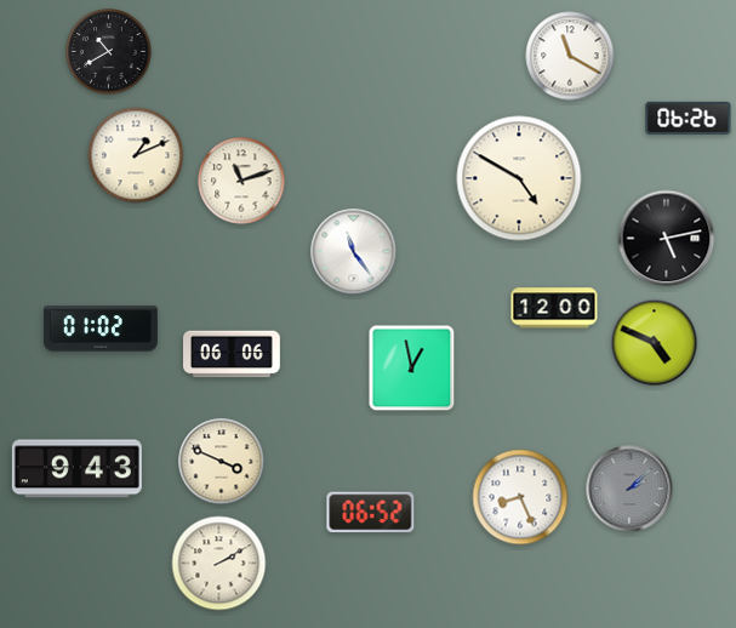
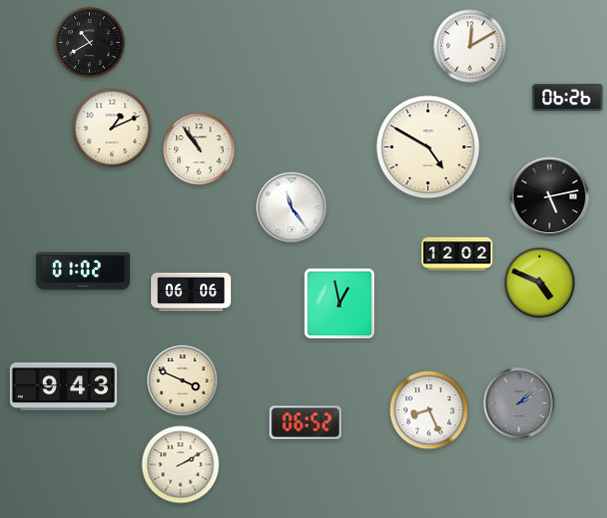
clock at (570, 56): 11:20 -> 12:10
clock at (241, 181): 11:12 -> 10:54
clock at (554, 308): 12:00 -> 12:02
